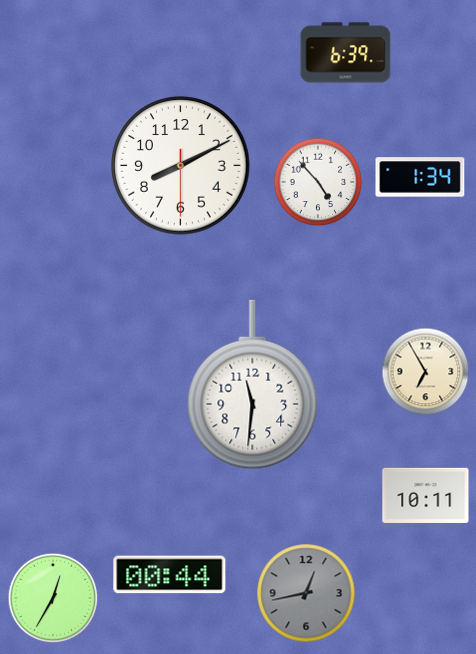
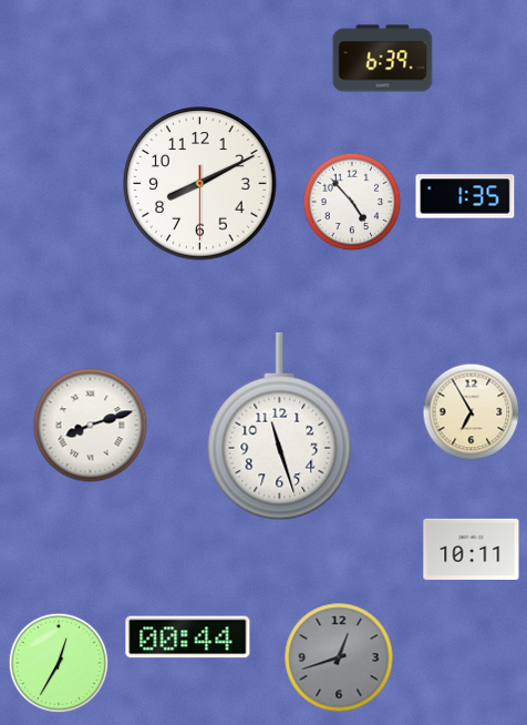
clock at (420, 177): 1:34 -> 1:35
clock at (91, 426): none -> 8:12
clock at (253, 385): 11:31 -> 11:27
clock at (306, 593): 12:43 -> 12:42
